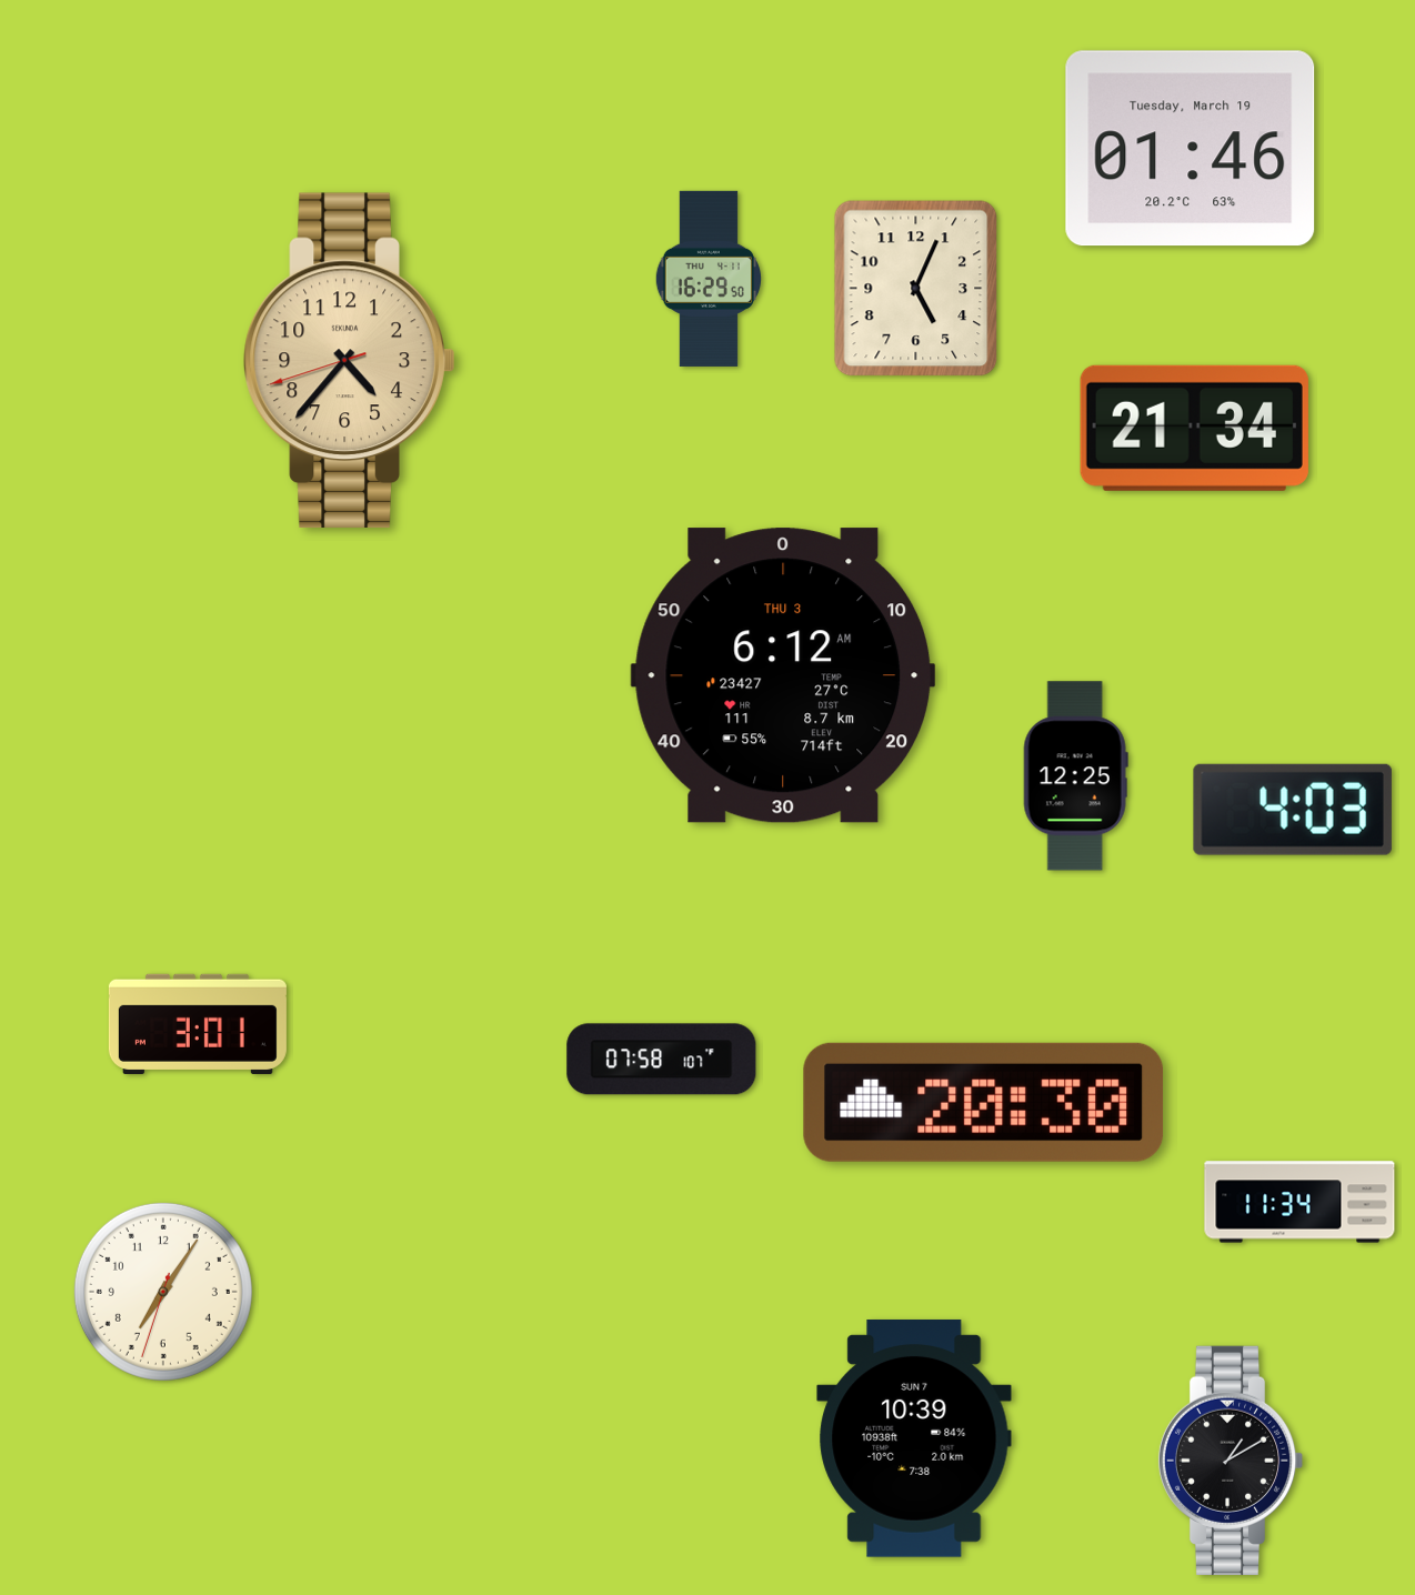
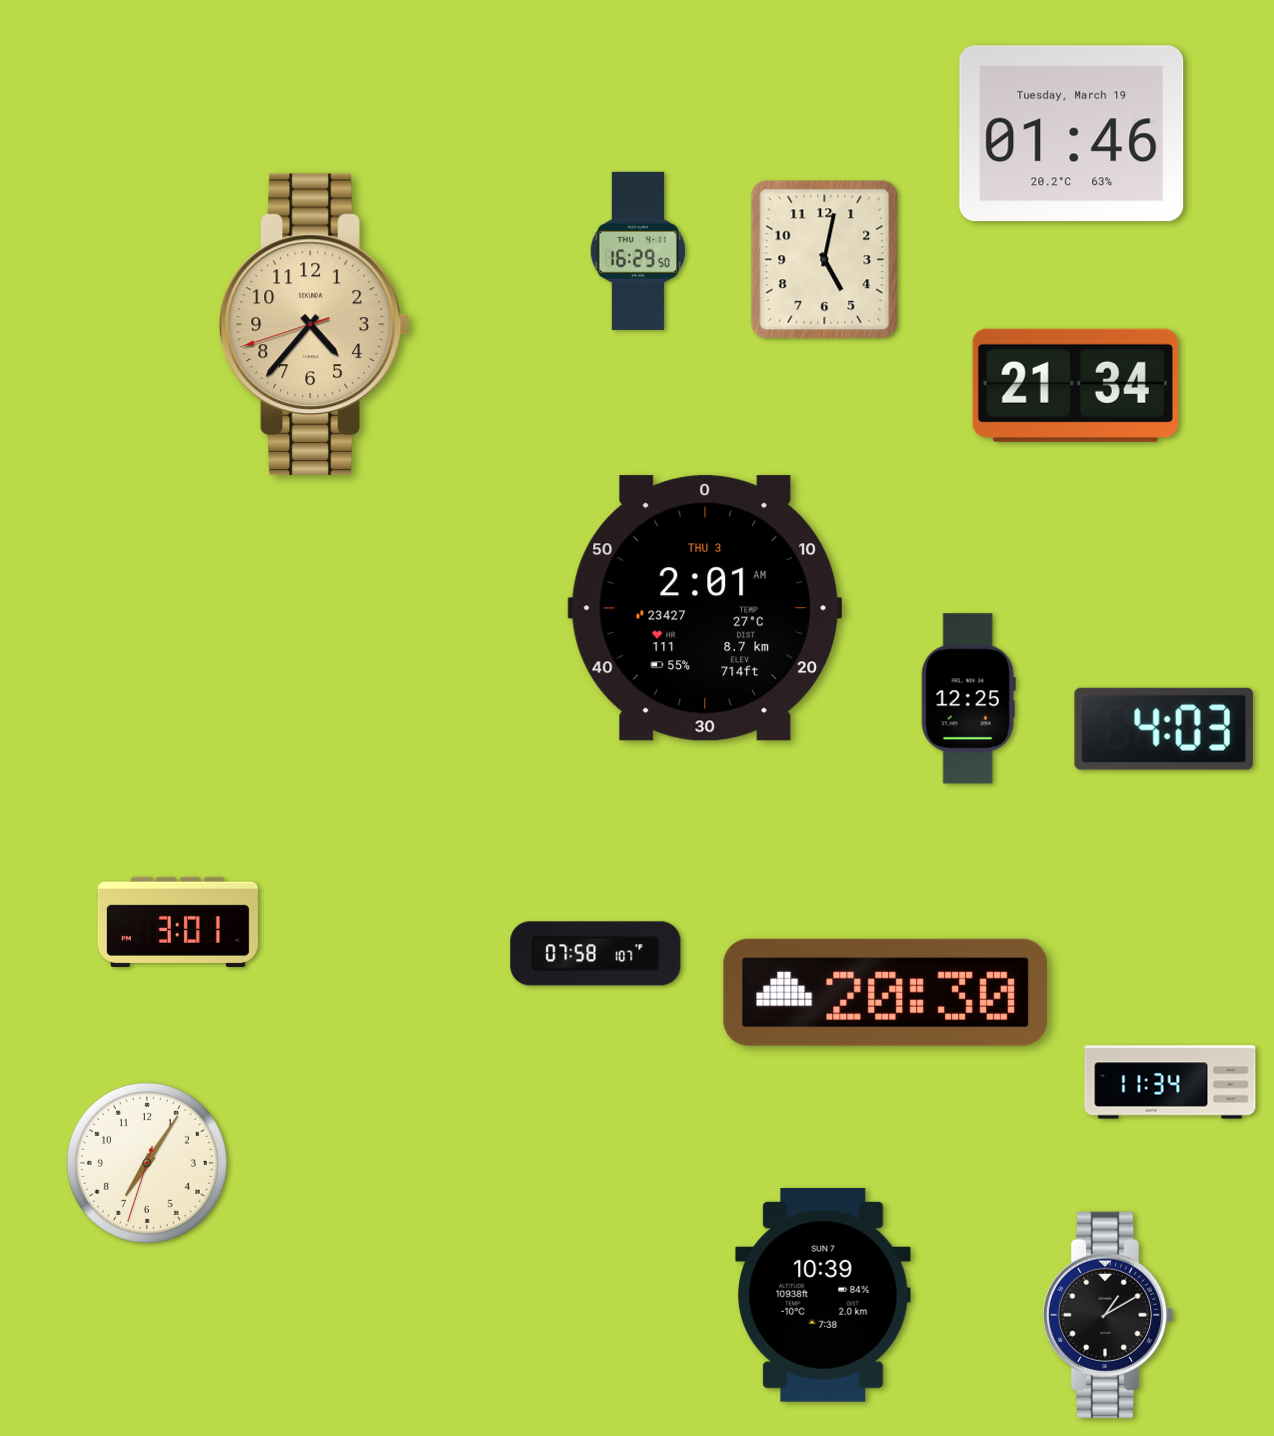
clock at (916, 289): 5:04 -> 5:02
clock at (783, 675): 6:12 -> 2:01
